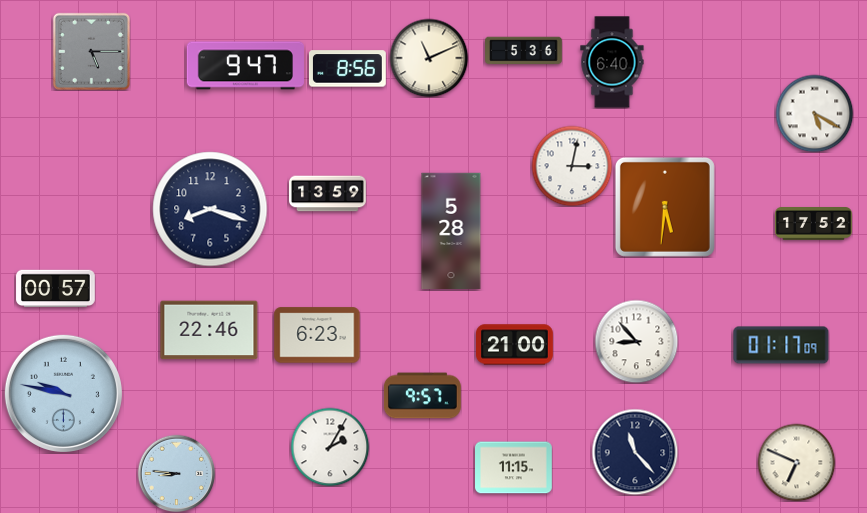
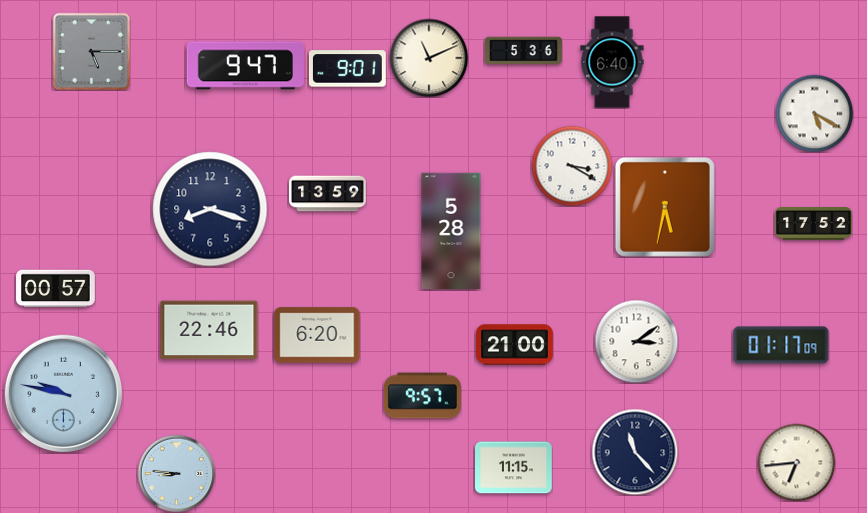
clock at (347, 69): 8:56 -> 9:01
clock at (572, 166): 3:02 -> 3:20
clock at (665, 207): 5:31 -> 5:32
clock at (317, 335): 6:23 -> 6:20
clock at (636, 341): 8:53 -> 3:09
clock at (330, 447): 2:05 -> none
clock at (796, 462): 6:49 -> 6:44
